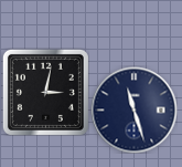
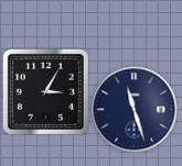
clock at (45, 92): 3:02 -> 3:05
